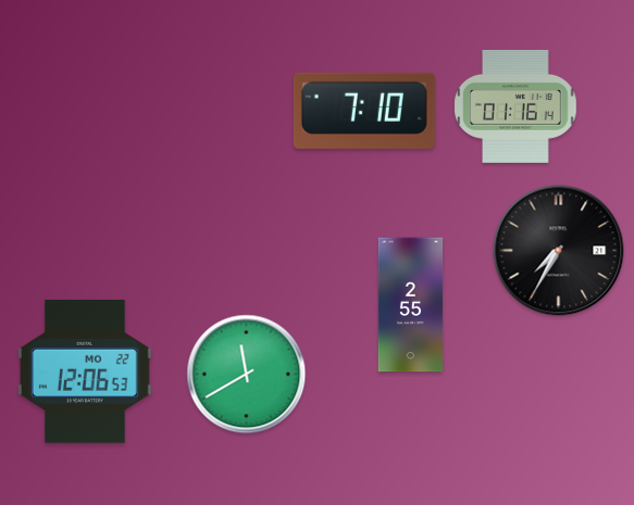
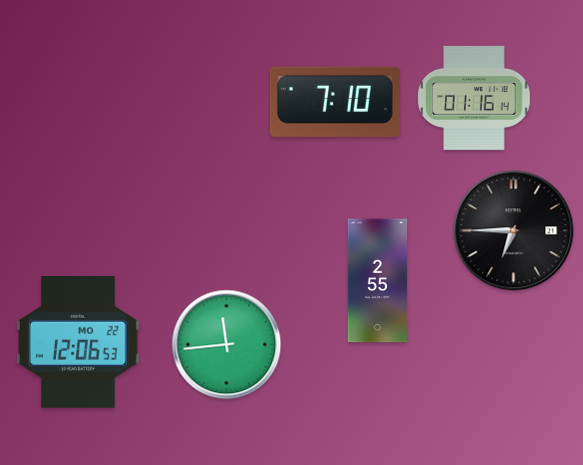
clock at (559, 251): 7:35 -> 6:45
clock at (247, 375): 11:40 -> 11:44
